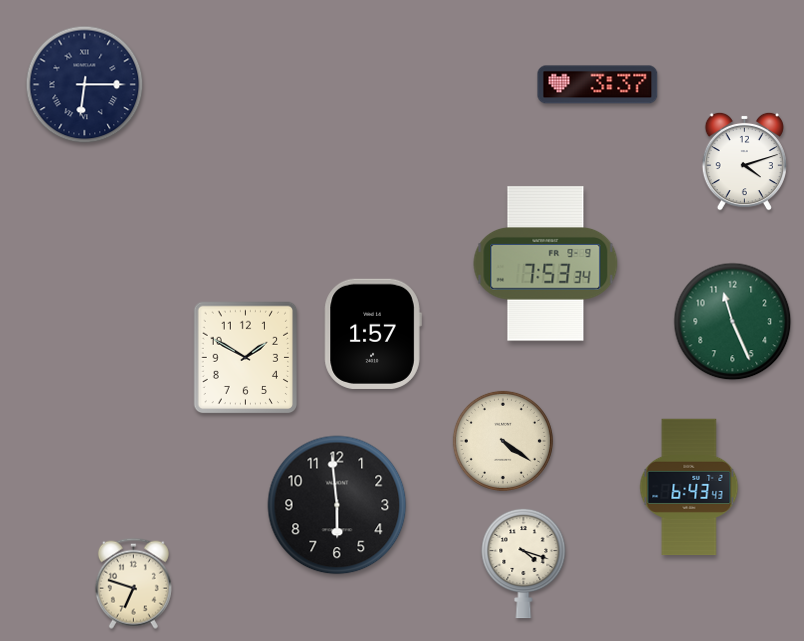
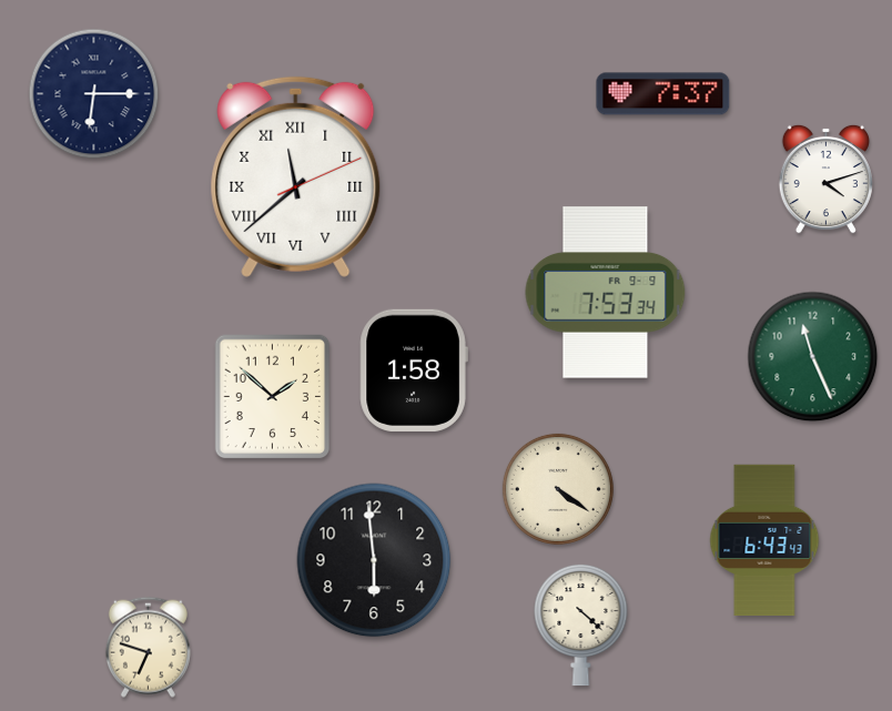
clock at (598, 85): 3:37 -> 7:37
clock at (296, 176): none -> 11:38
clock at (373, 334): 1:57 -> 1:58
clock at (246, 358): 1:50 -> 1:52
clock at (524, 563): 4:18 -> 4:22
